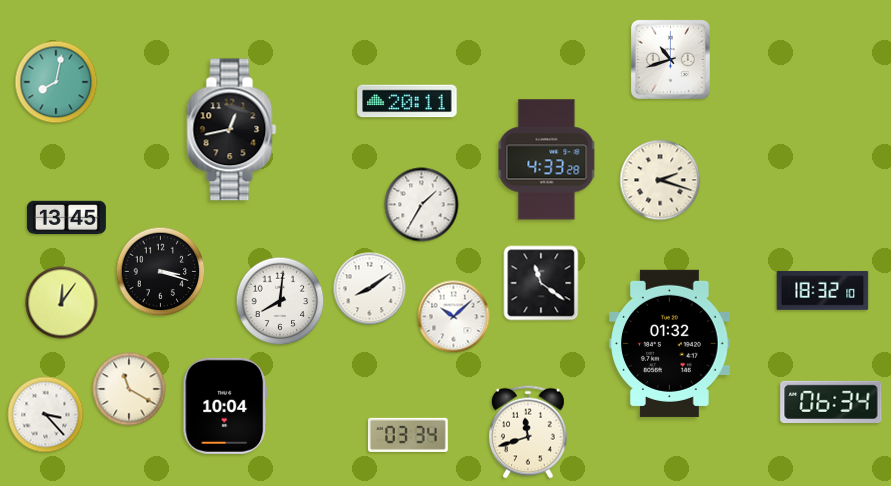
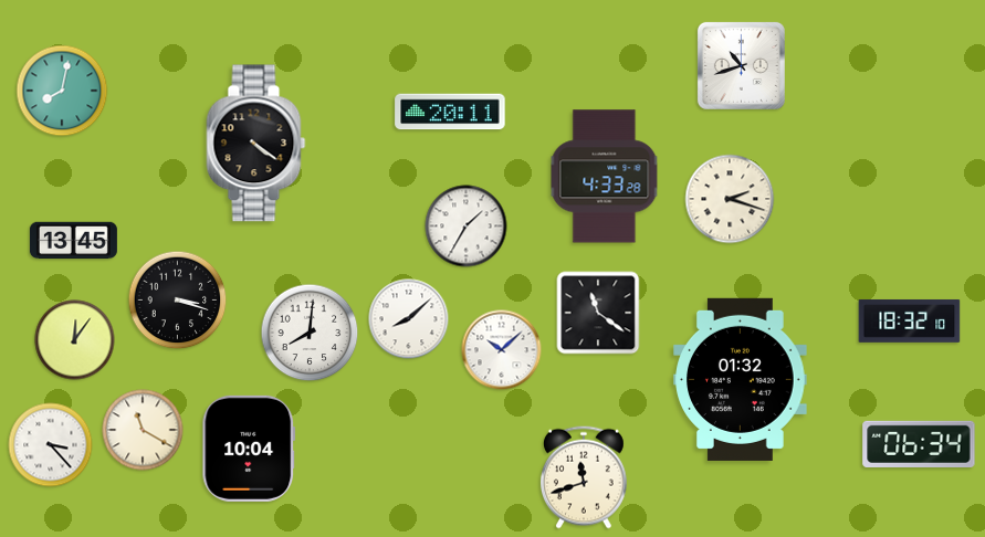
clock at (232, 130): 12:43 -> 4:21
clock at (370, 289): 8:09 -> 8:08
clock at (62, 303) position: (62, 303) -> (75, 340)
clock at (46, 415) position: (46, 415) -> (51, 445)
clock at (408, 435): 03:34 -> none
